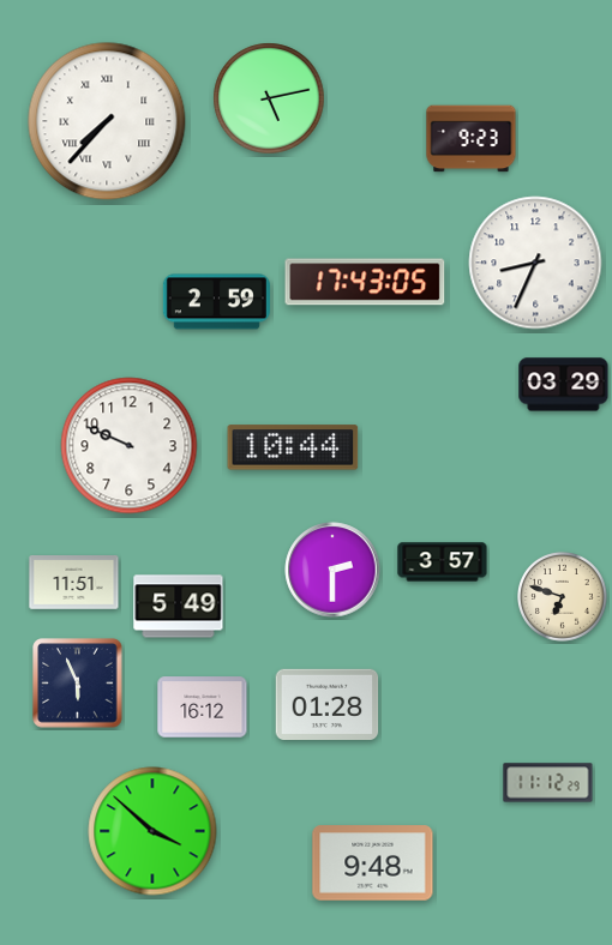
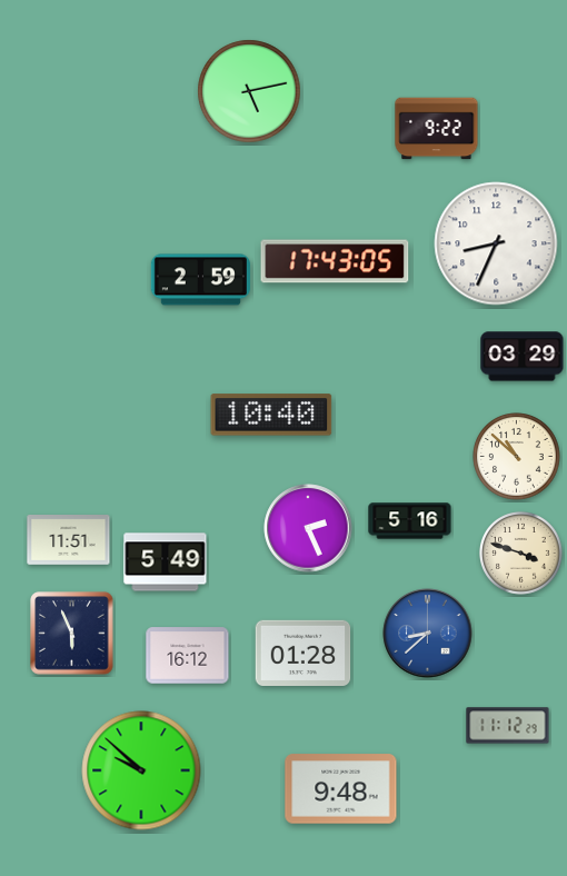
clock at (107, 121): 7:37 -> none
clock at (472, 139): 9:23 -> 9:22
clock at (365, 282) position: (365, 282) -> (335, 261)
clock at (130, 446): 9:49 -> none
clock at (293, 447): 10:44 -> 10:40
clock at (517, 457): none -> 10:52
clock at (443, 562): 3:57 -> 5:16
clock at (332, 570): 2:30 -> 2:26
clock at (563, 597): 6:48 -> 3:48
clock at (428, 634): none -> 8:38
clock at (152, 831): 3:52 -> 9:52
clock at (373, 863) position: (373, 863) -> (341, 789)
